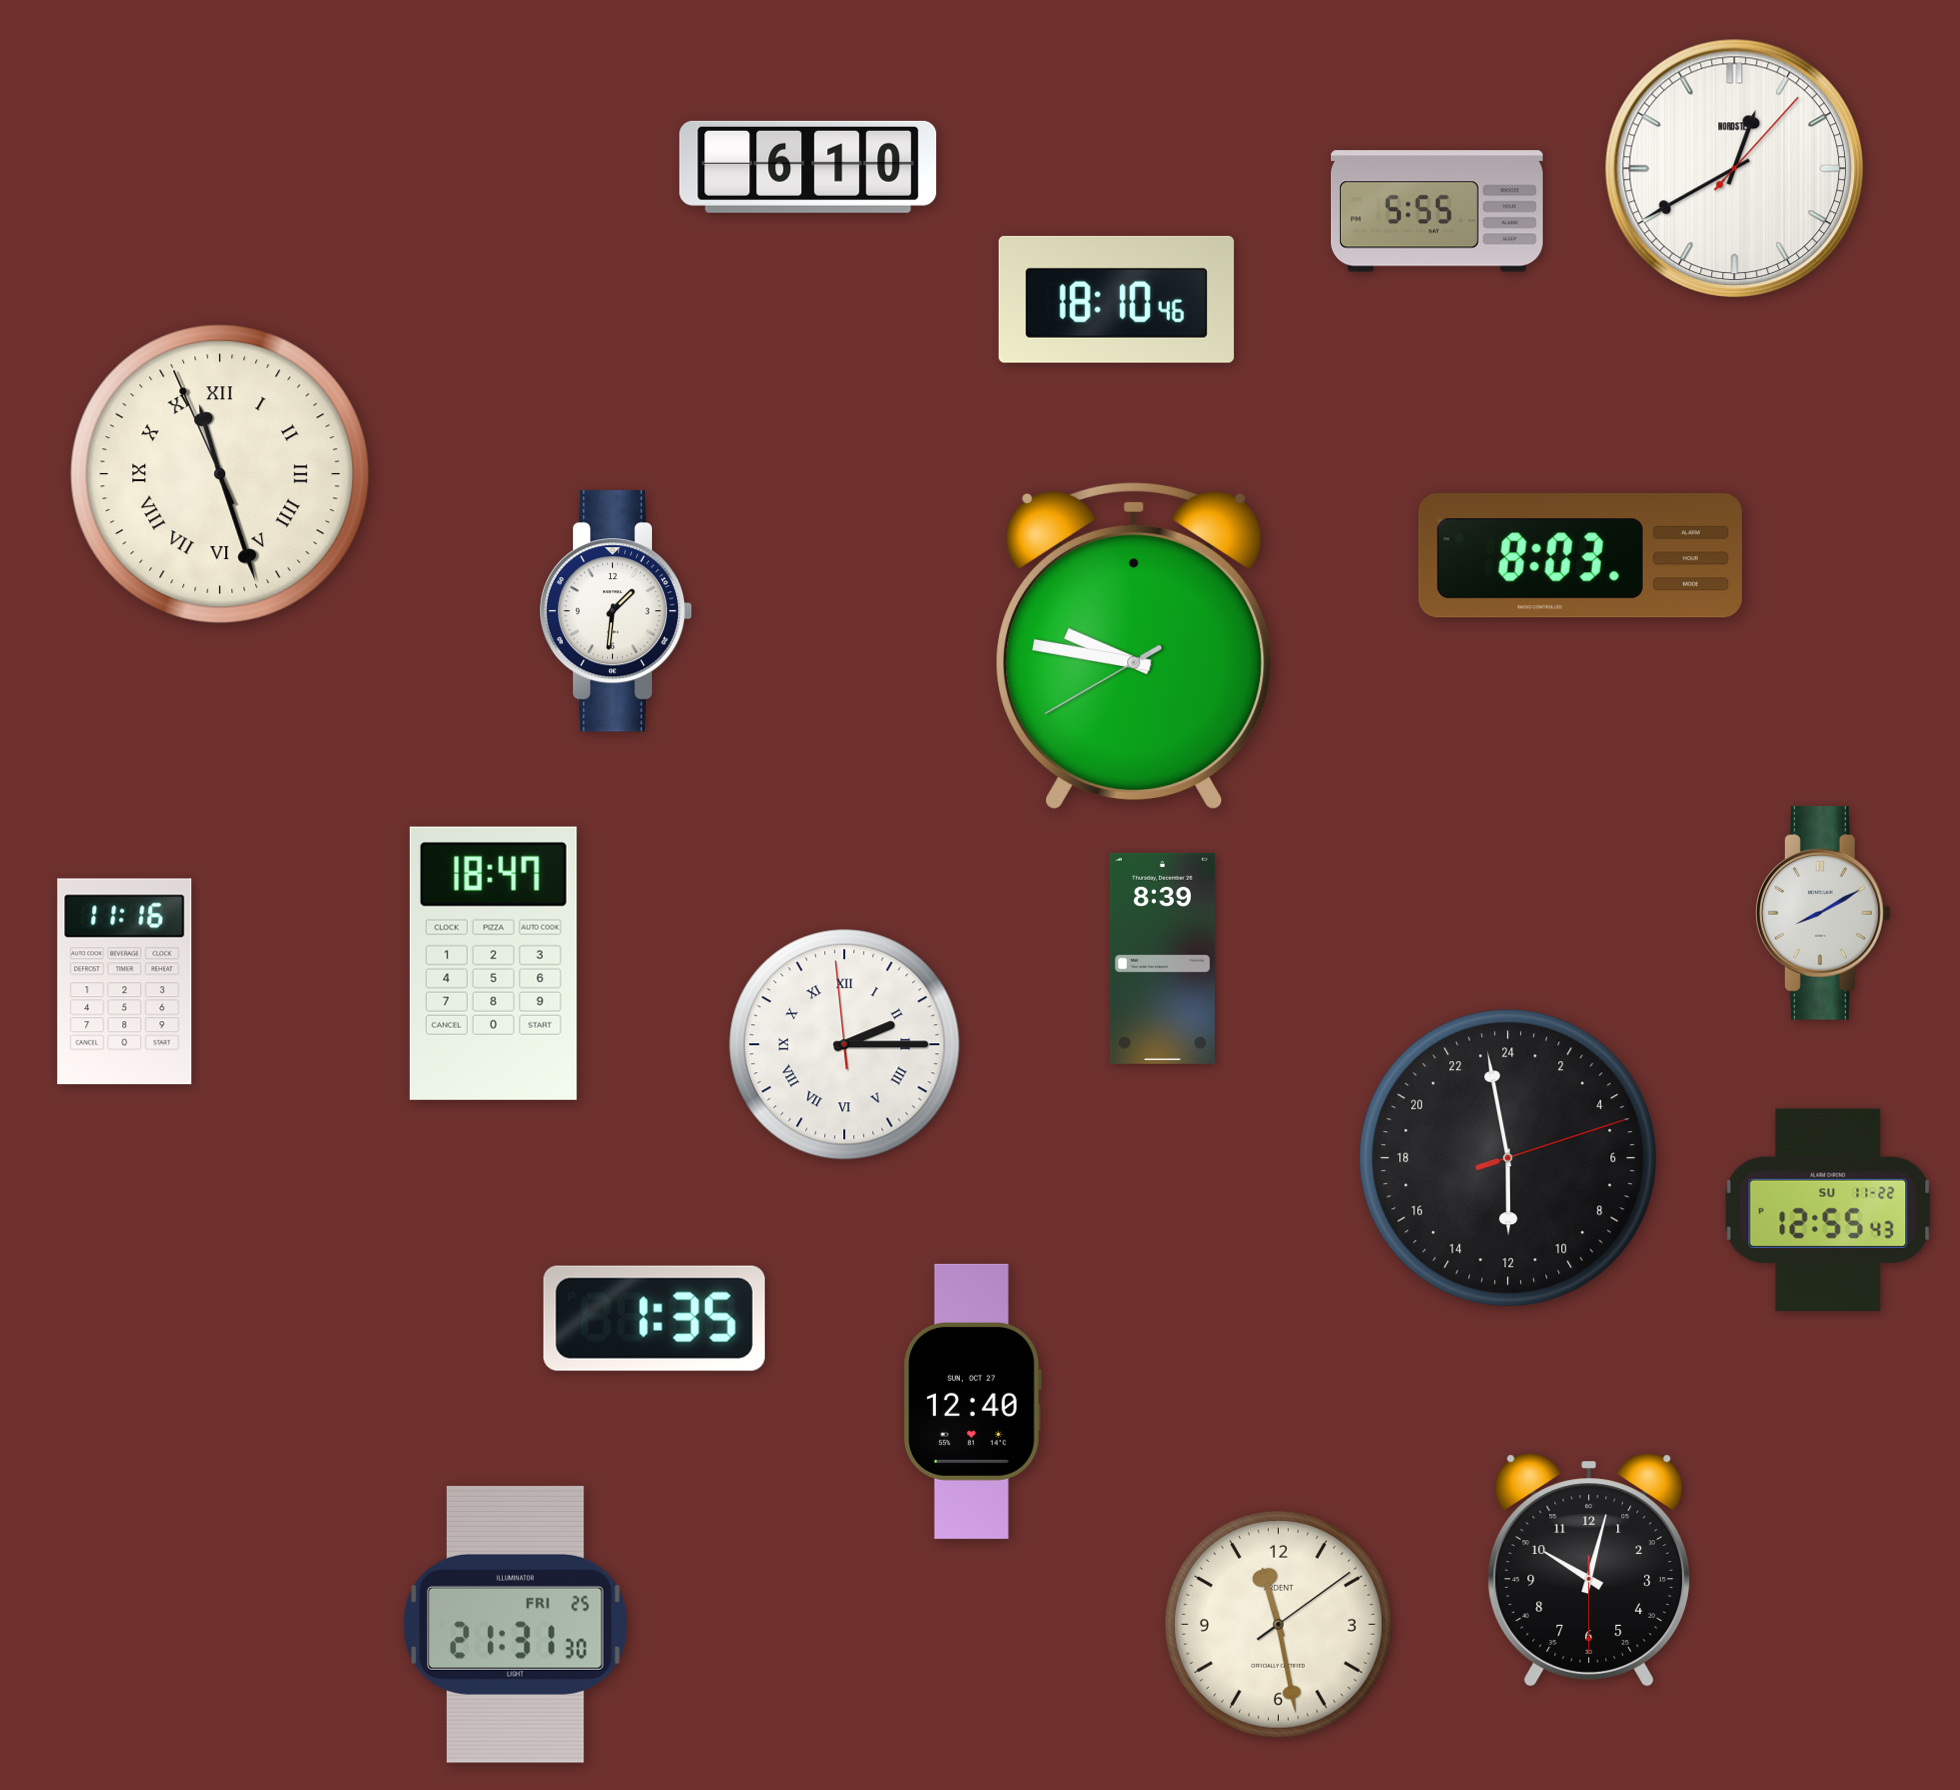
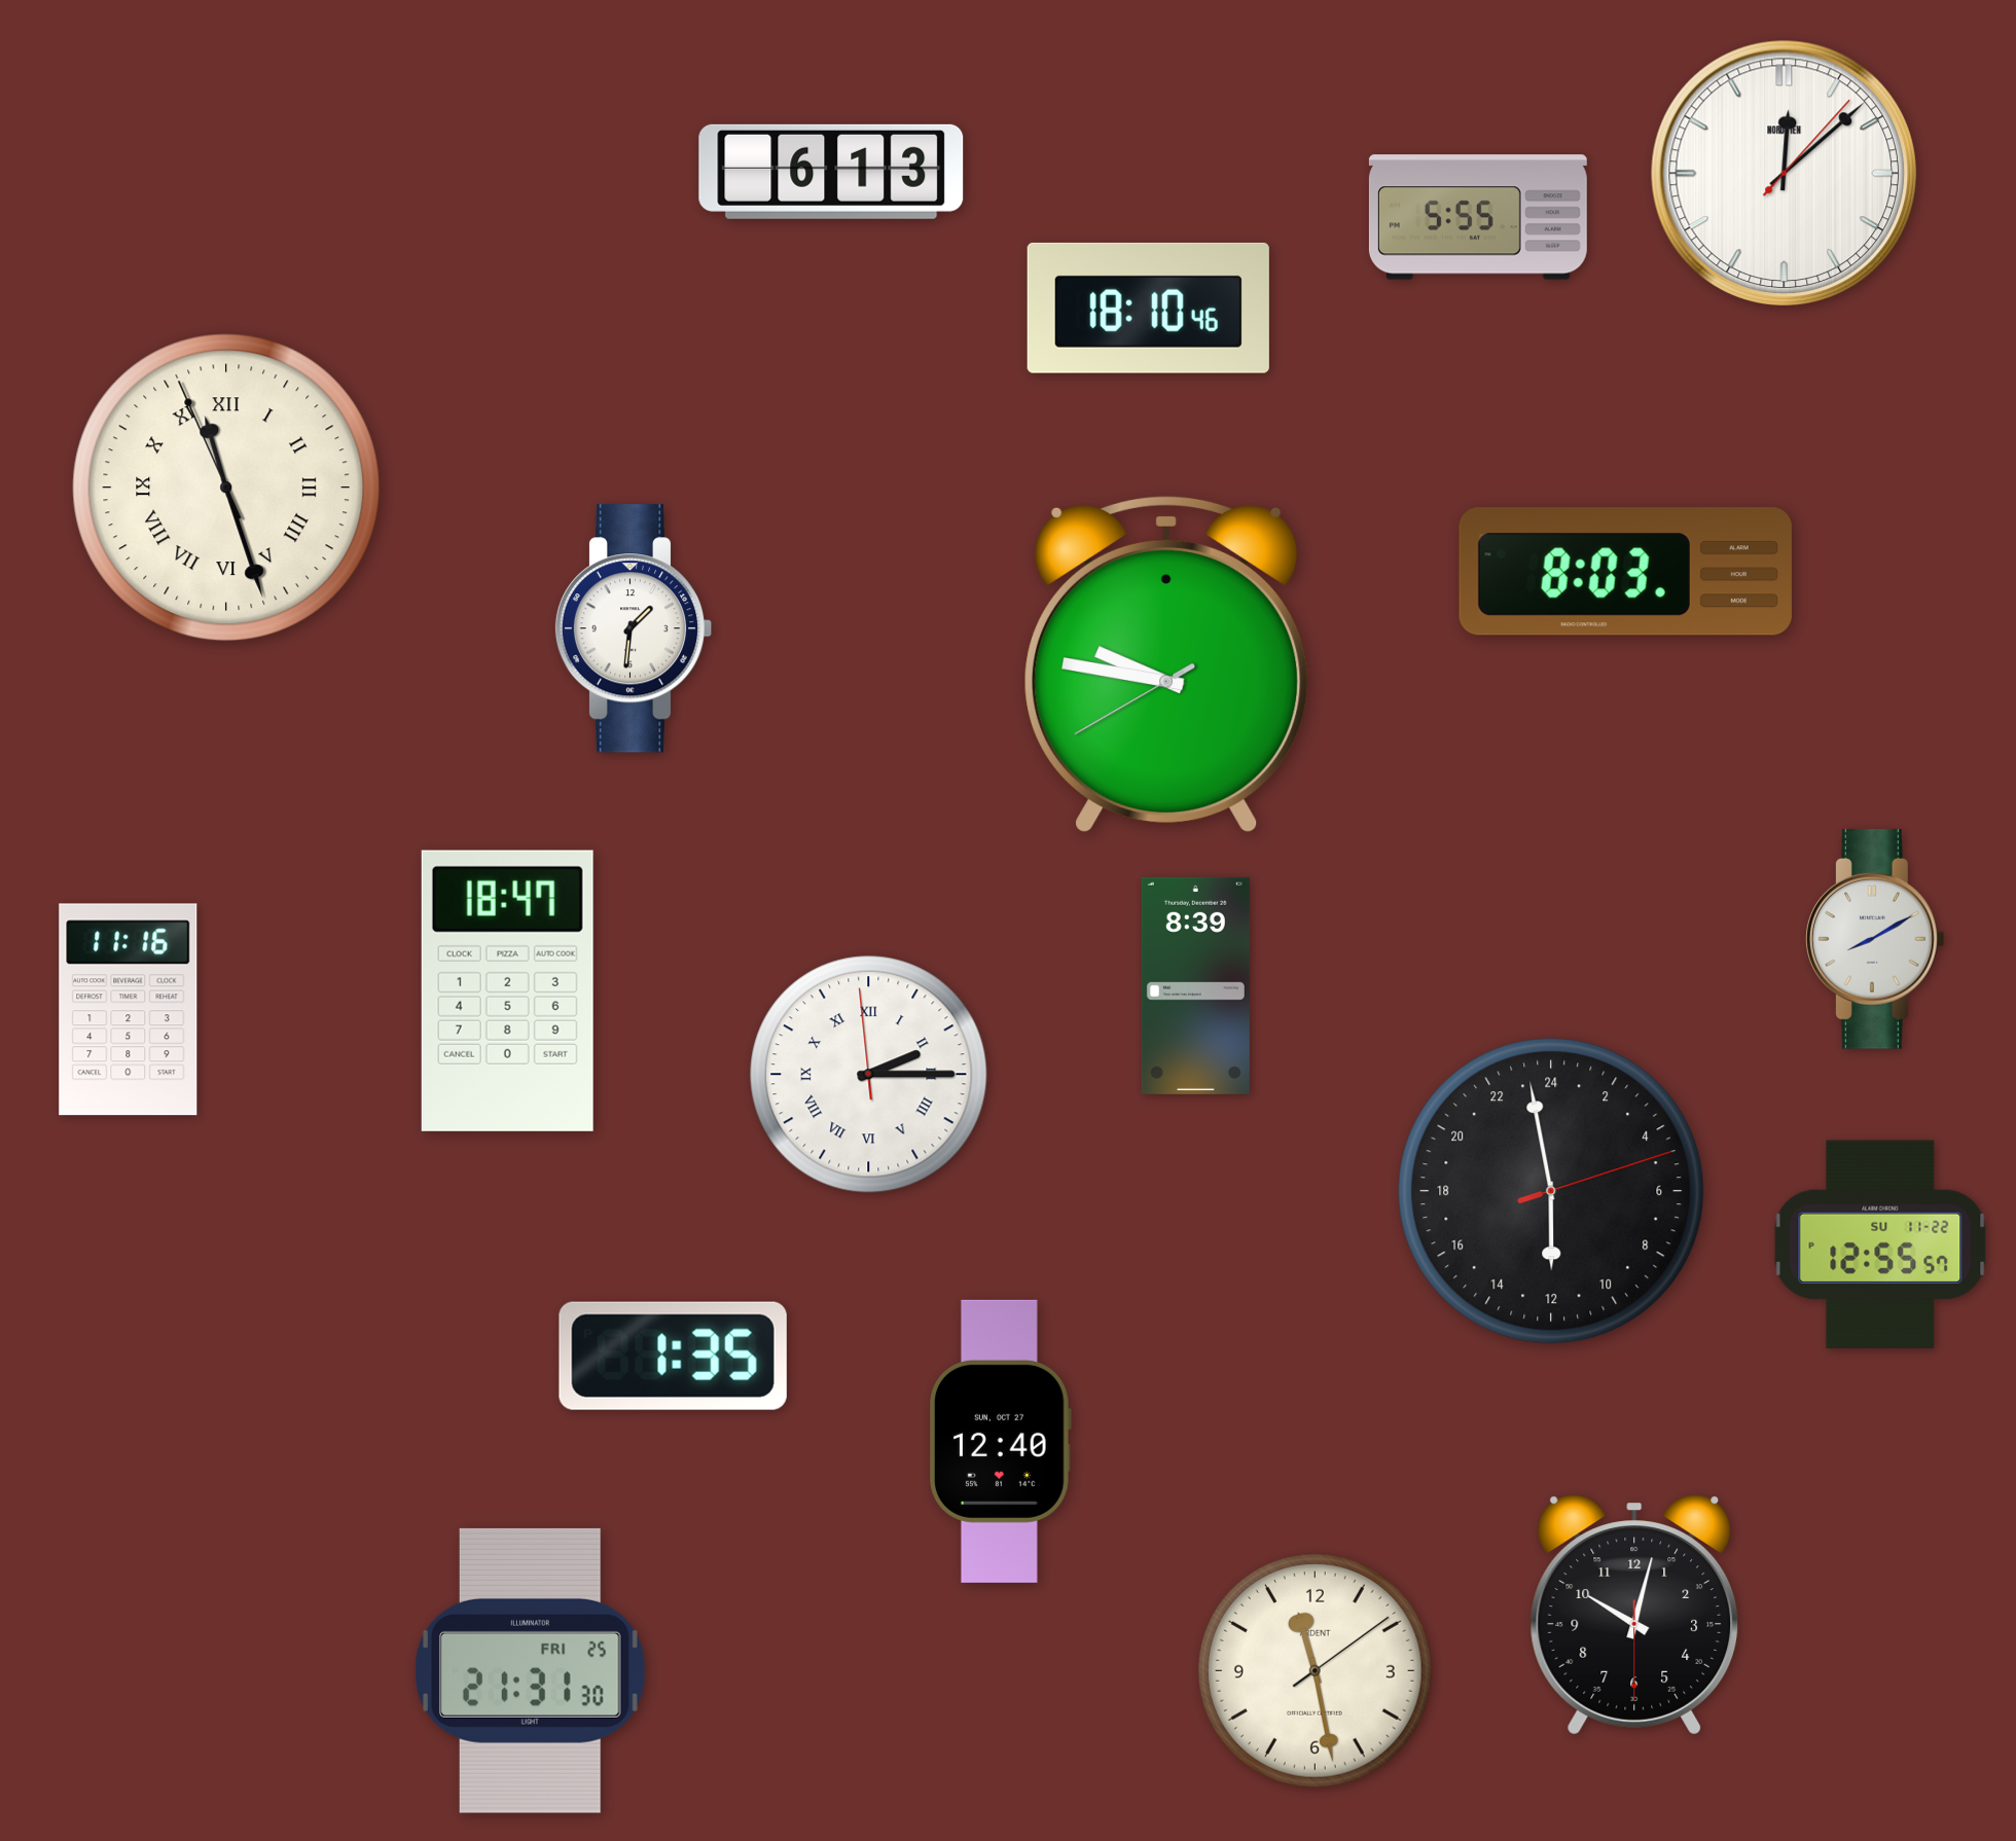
clock at (808, 167): 6:10 -> 6:13
clock at (1734, 168): 12:40 -> 12:08
clock at (1828, 1210): 12:55:43 -> 12:55:57
